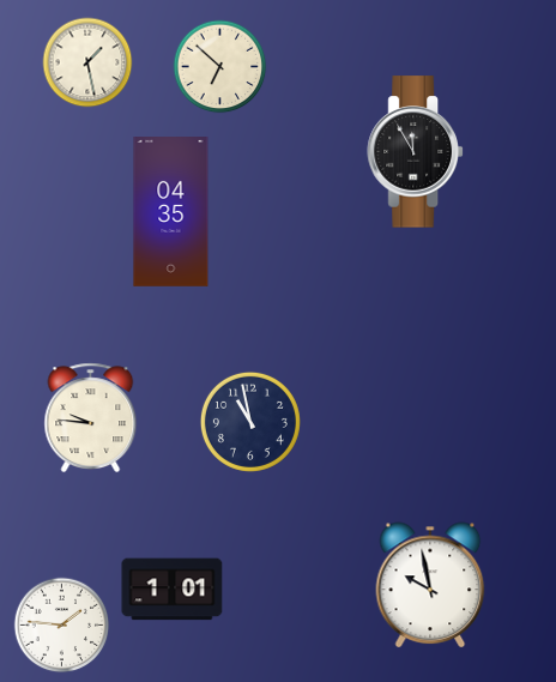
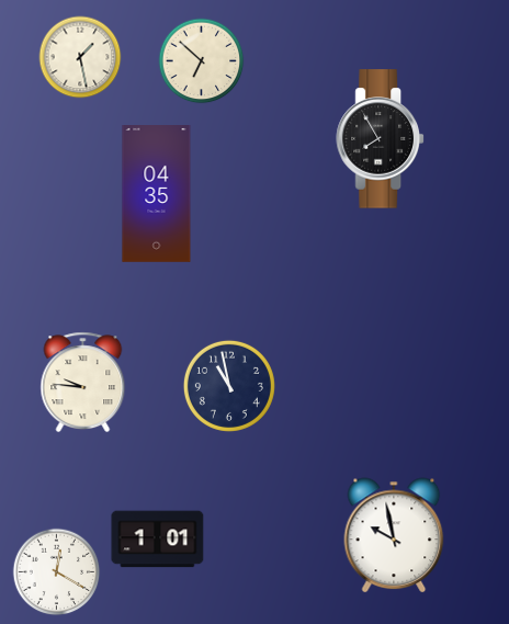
clock at (415, 152): 11:55 -> 7:55
clock at (62, 626): 1:46 -> 12:20
